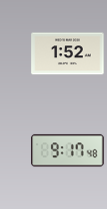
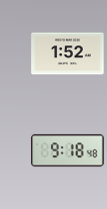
clock at (68, 151): 9:17 -> 9:18
